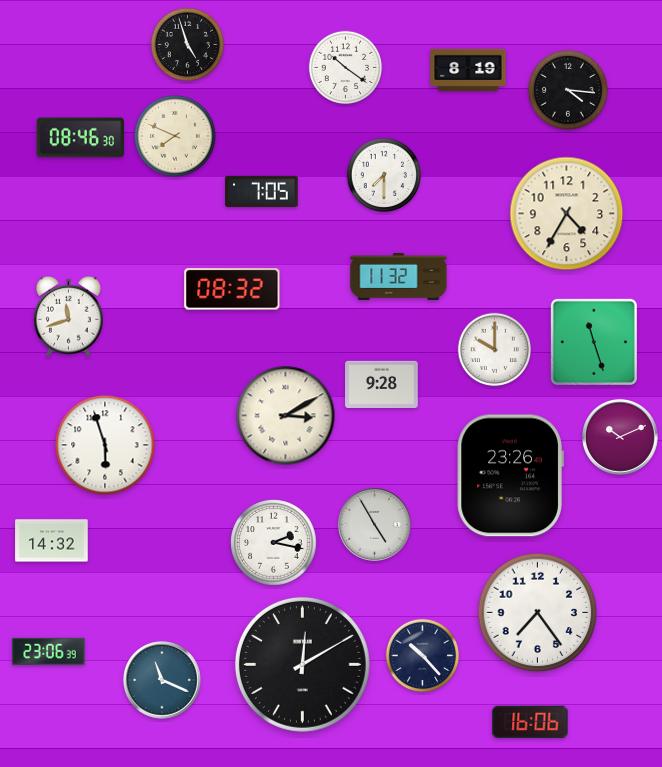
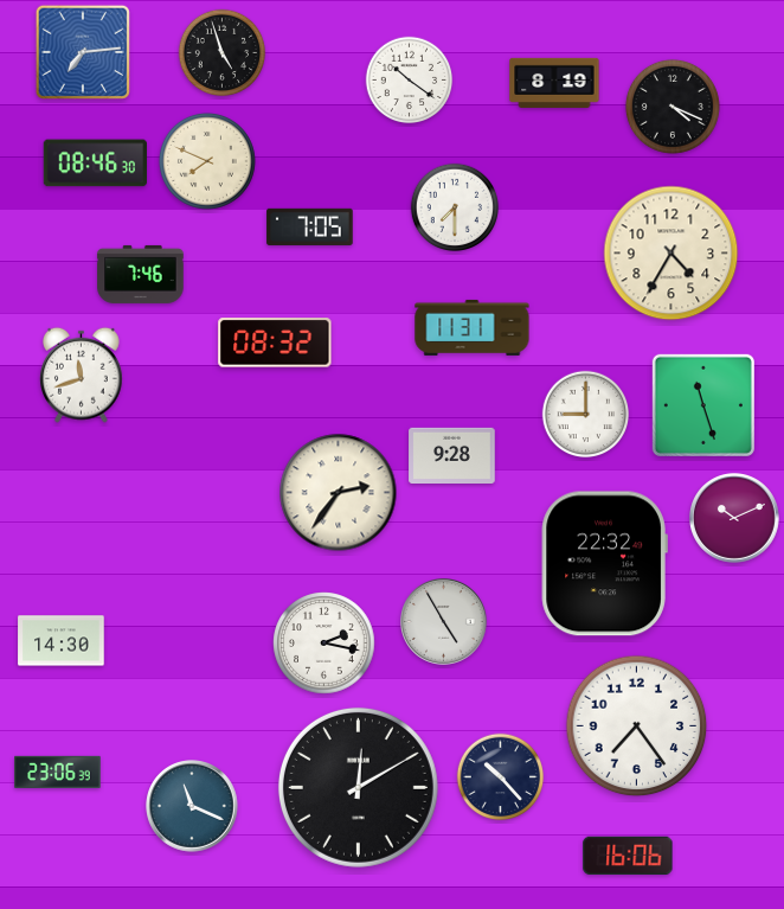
clock at (83, 52): none -> 7:14
clock at (568, 90): 4:16 -> 4:19
clock at (141, 274): none -> 7:46
clock at (399, 276): 11:32 -> 11:31
clock at (495, 350): 10:00 -> 9:00
clock at (286, 416): 3:10 -> 2:36
clock at (105, 445): 5:57 -> none
clock at (510, 476): 23:26 -> 22:32
clock at (52, 541): 14:32 -> 14:30
